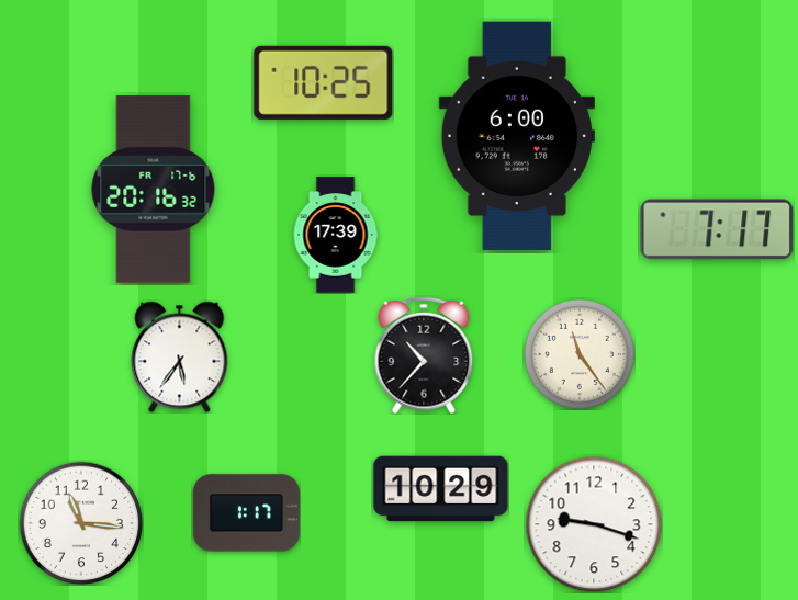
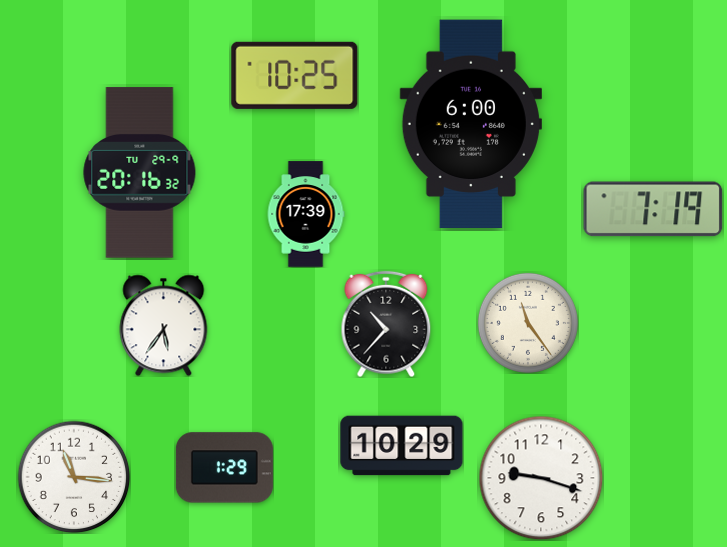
clock at (154, 190) date: FR 17-6 -> TU 29-9
clock at (717, 229): 7:17 -> 7:19
clock at (246, 513): 1:17 -> 1:29
